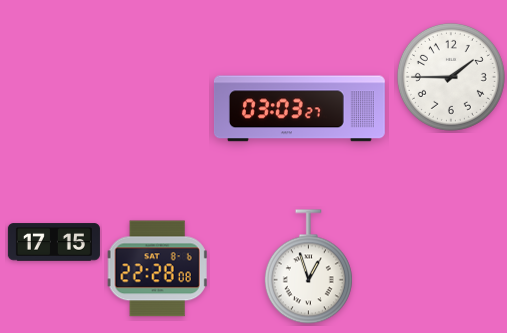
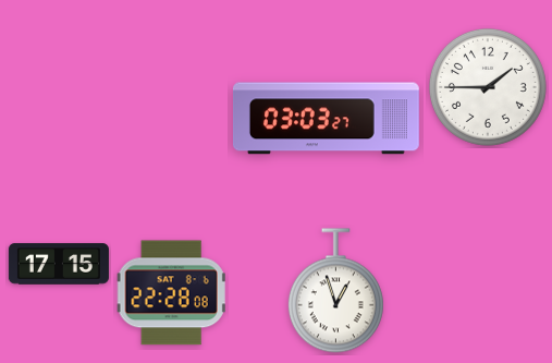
clock at (451, 77) position: (451, 77) -> (488, 87)
